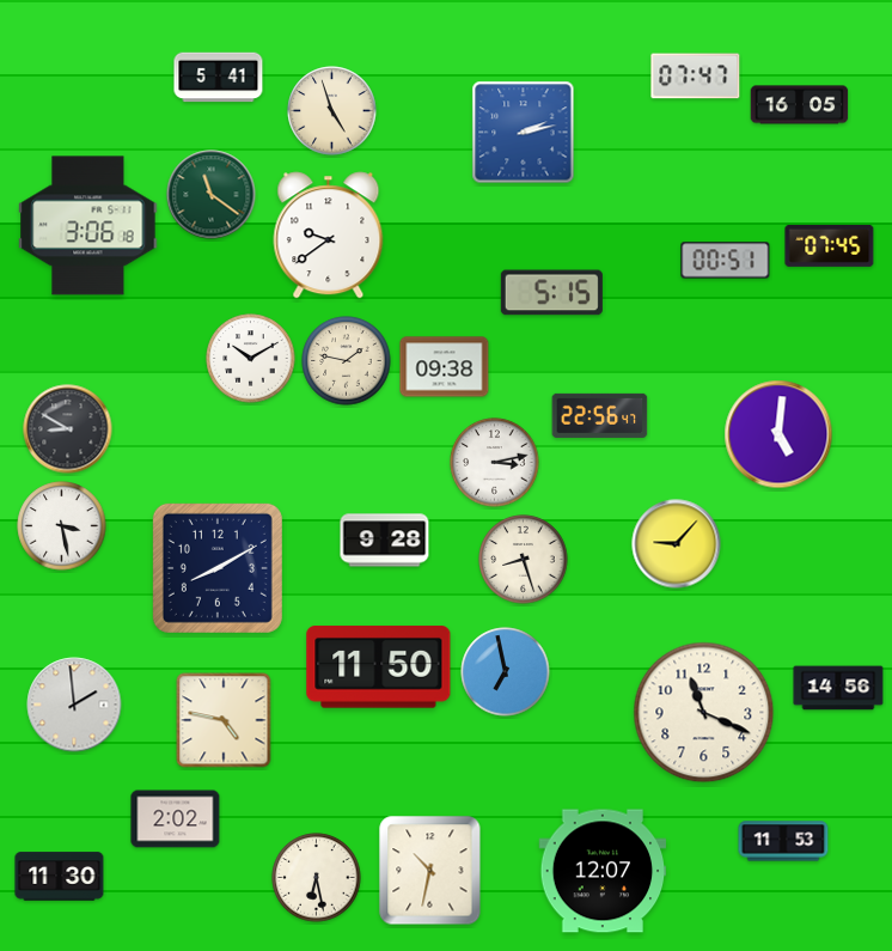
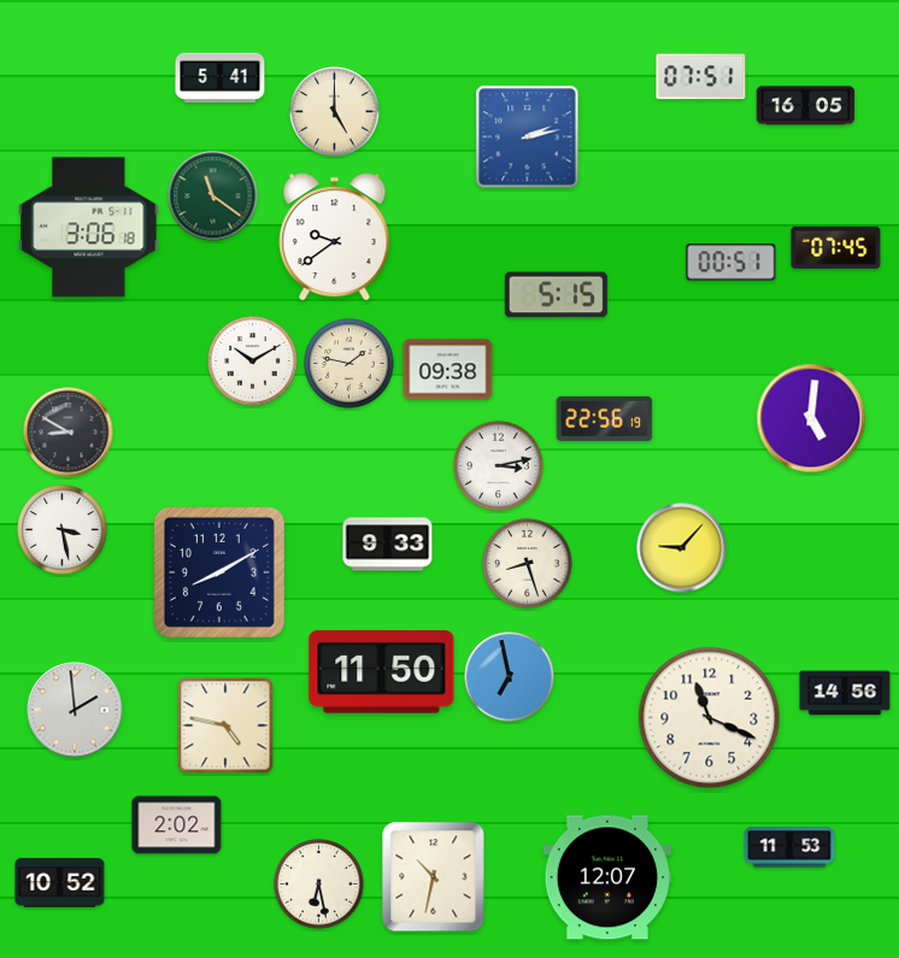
clock at (696, 77): 07:47 -> 07:51
clock at (332, 111): 4:57 -> 5:00
clock at (524, 133) position: (524, 133) -> (528, 137)
clock at (329, 236) position: (329, 236) -> (335, 237)
clock at (600, 415): 22:56:47 -> 22:56:19
clock at (778, 434) position: (778, 434) -> (811, 418)
clock at (385, 541): 9:28 -> 9:33
clock at (60, 877): 11:30 -> 10:52
